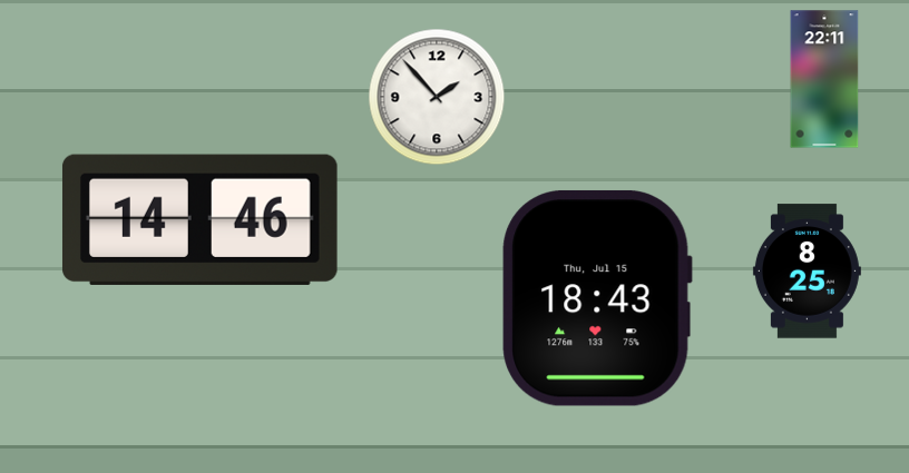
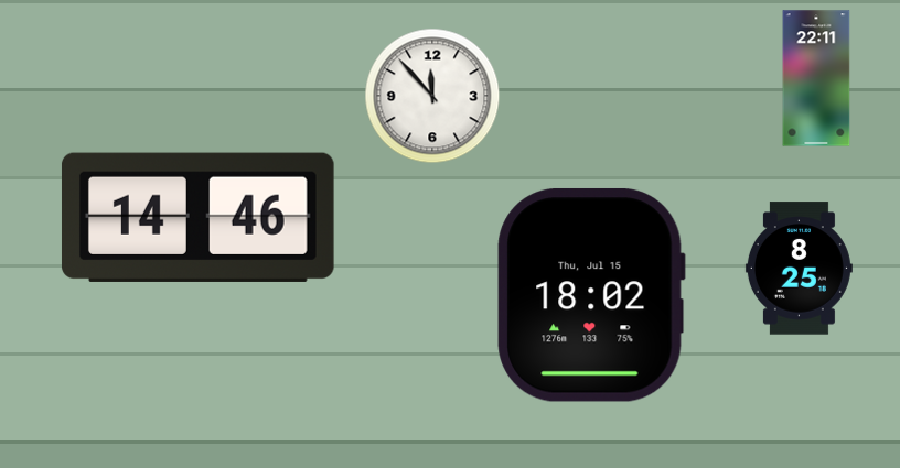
clock at (437, 97): 1:53 -> 11:53
clock at (597, 298): 18:43 -> 18:02
